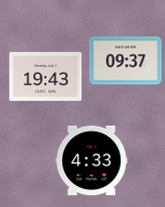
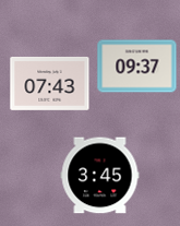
clock at (46, 76): 19:43 -> 07:43
clock at (92, 161): 4:33 -> 3:45
